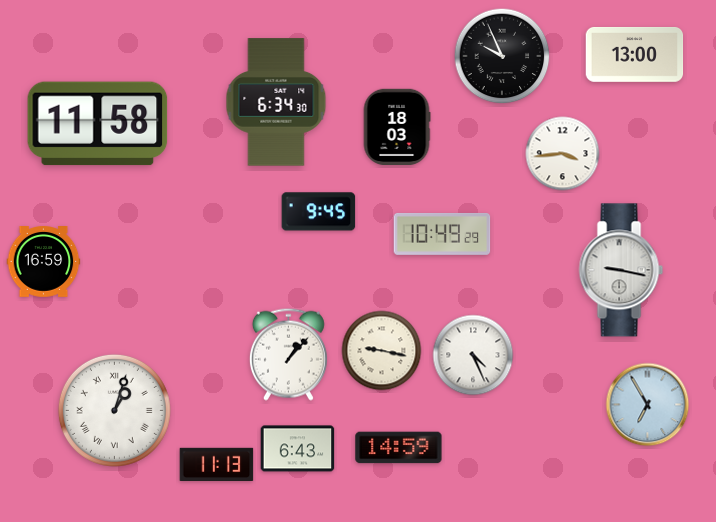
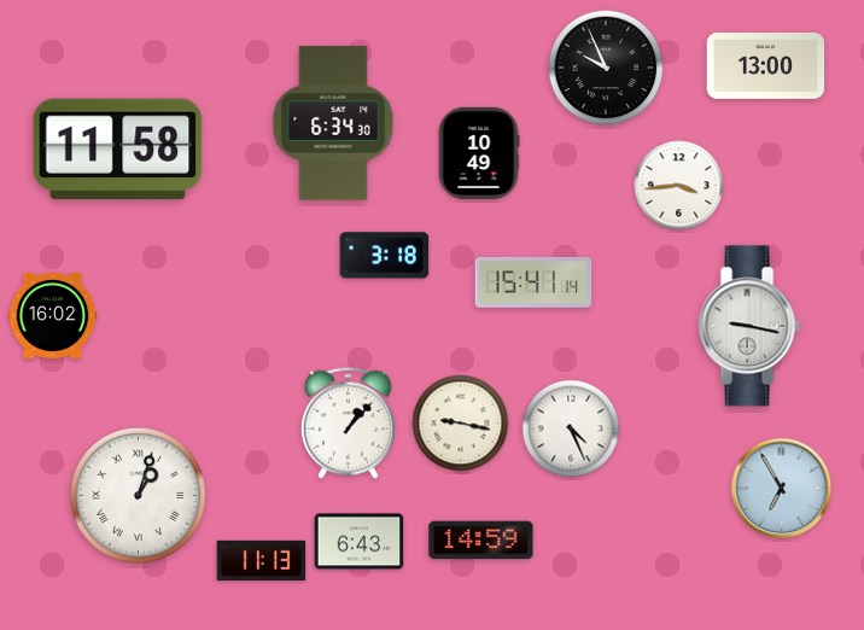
clock at (397, 126): 18:03 -> 10:49
clock at (319, 212): 9:45 -> 3:18
clock at (442, 234): 10:49 -> 15:41
clock at (44, 262): 16:59 -> 16:02
clock at (288, 354) position: (288, 354) -> (348, 422)
